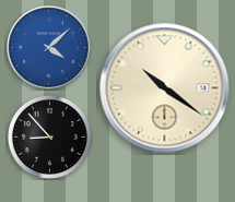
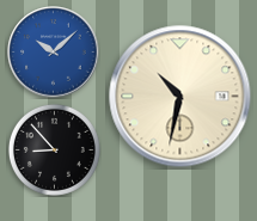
clock at (49, 48): 4:08 -> 10:08
clock at (165, 88): 10:21 -> 10:32
